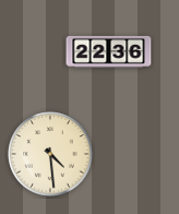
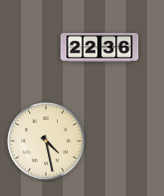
clock at (50, 154): 4:29 -> 4:28
